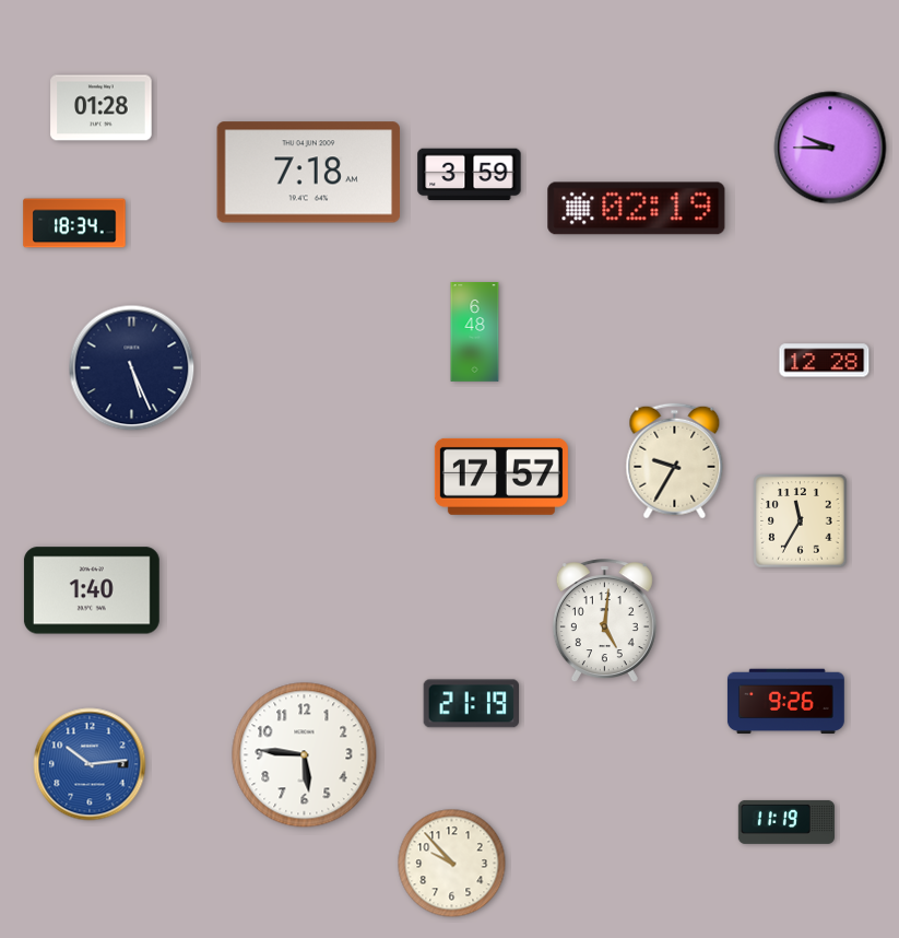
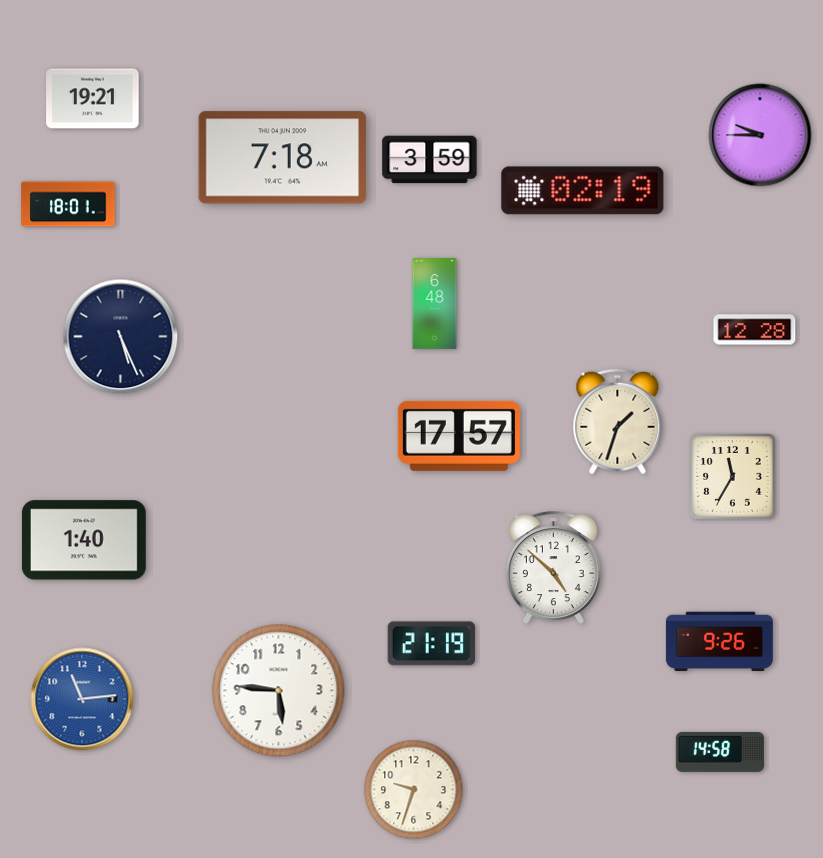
clock at (102, 108): 01:28 -> 19:21
clock at (74, 223): 18:34 -> 18:01
clock at (675, 461): 9:35 -> 1:33
clock at (604, 621): 5:01 -> 4:52
clock at (90, 764): 10:14 -> 11:14
clock at (785, 822): 11:19 -> 14:58
clock at (452, 864): 9:53 -> 9:33
